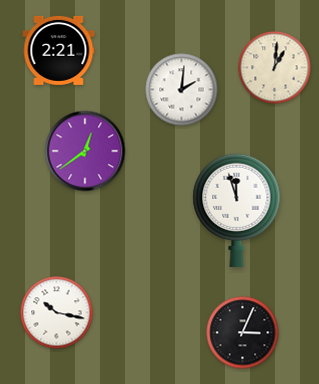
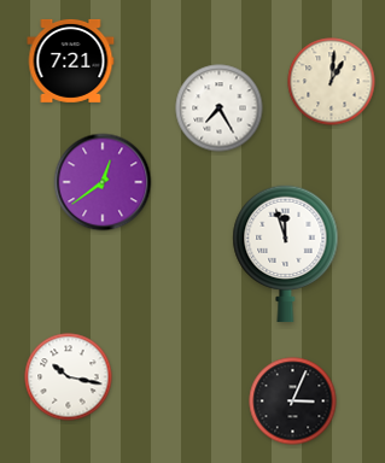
clock at (59, 50): 2:21 -> 7:21
clock at (182, 90): 2:01 -> 7:25
